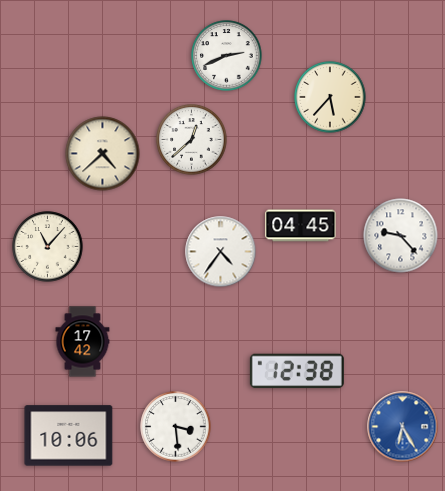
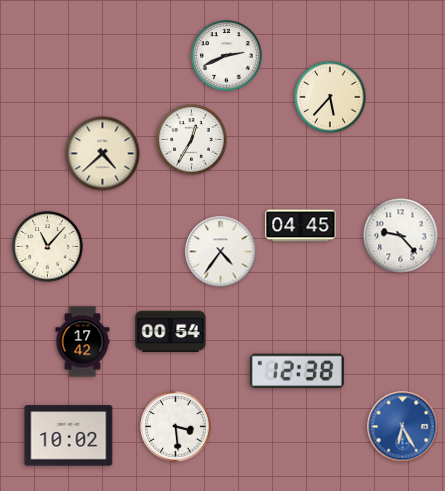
clock at (192, 140): 12:38 -> 12:35
clock at (171, 332): none -> 00:54
clock at (69, 436): 10:06 -> 10:02
